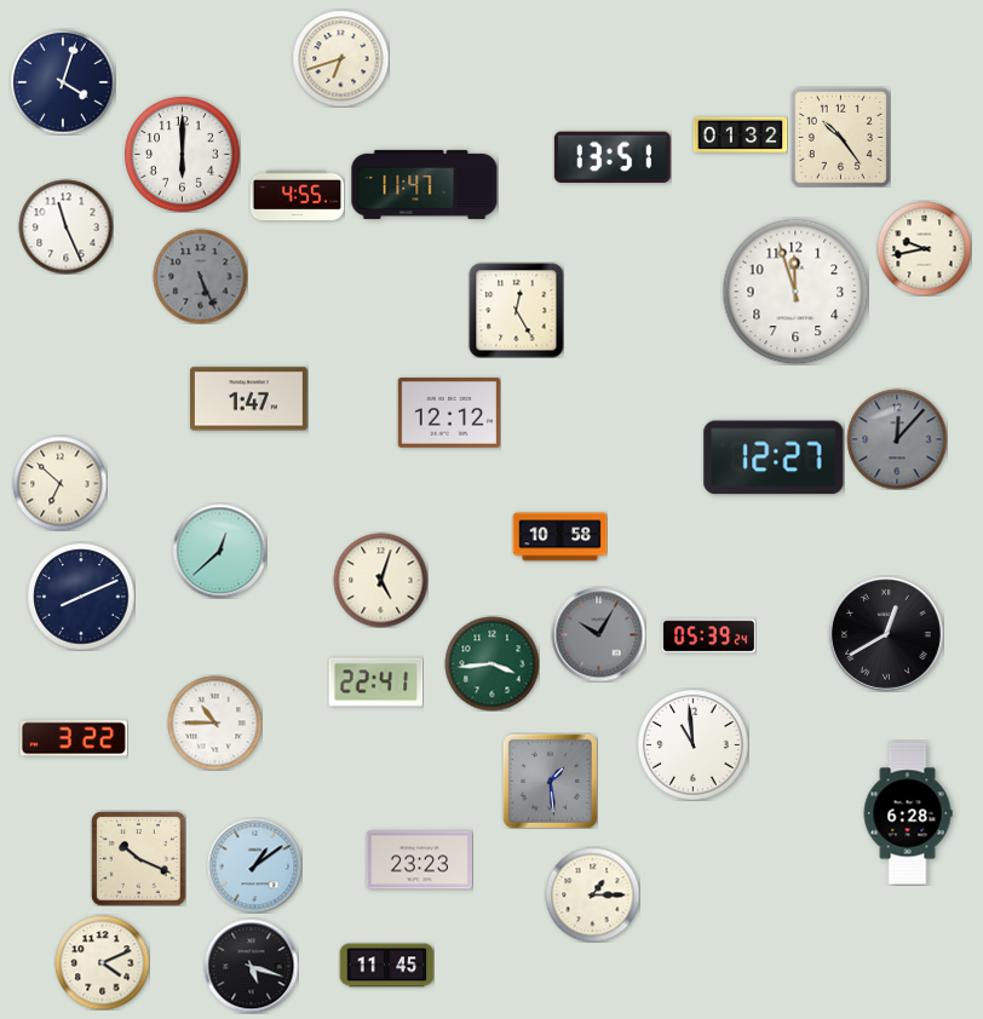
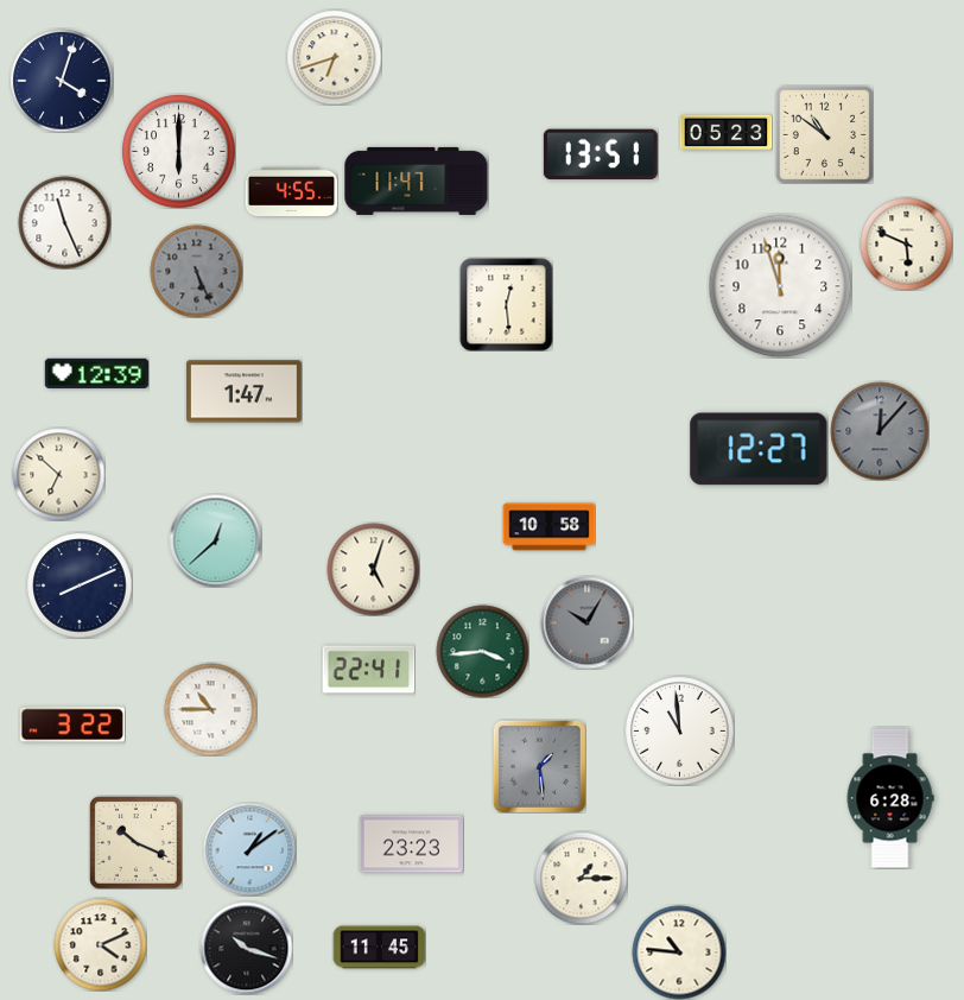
clock at (740, 136): 01:32 -> 05:23
clock at (840, 137): 10:24 -> 10:51
clock at (924, 248): 9:43 -> 5:49
clock at (516, 310): 12:25 -> 12:29
clock at (96, 373): none -> 12:39
clock at (449, 413): 12:12 -> none
clock at (886, 634): 12:40 -> none
clock at (708, 637): 05:39 -> none
clock at (251, 966): 5:18 -> 10:18
clock at (679, 952): none -> 10:46
